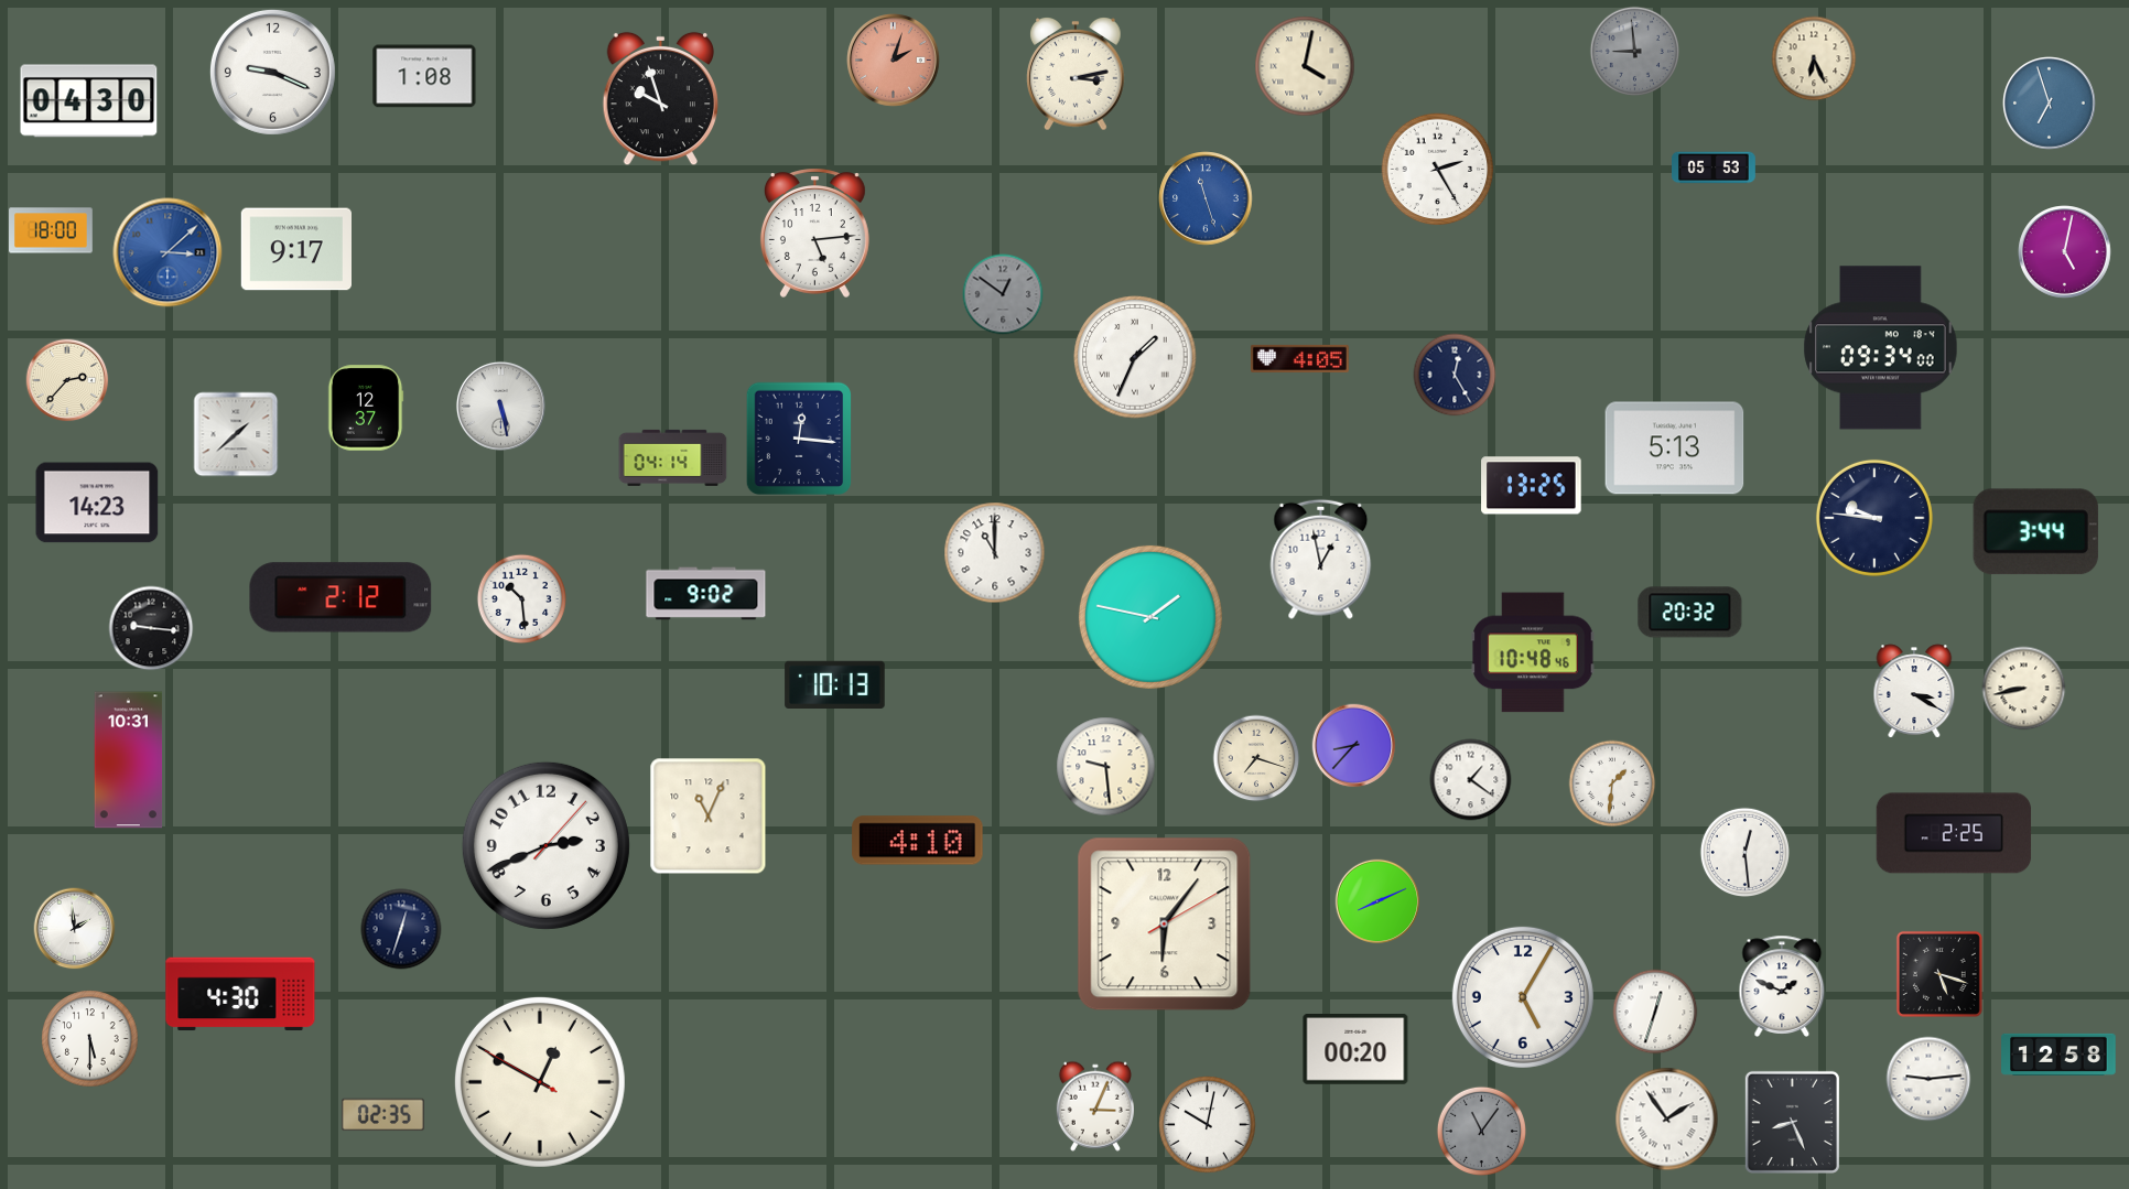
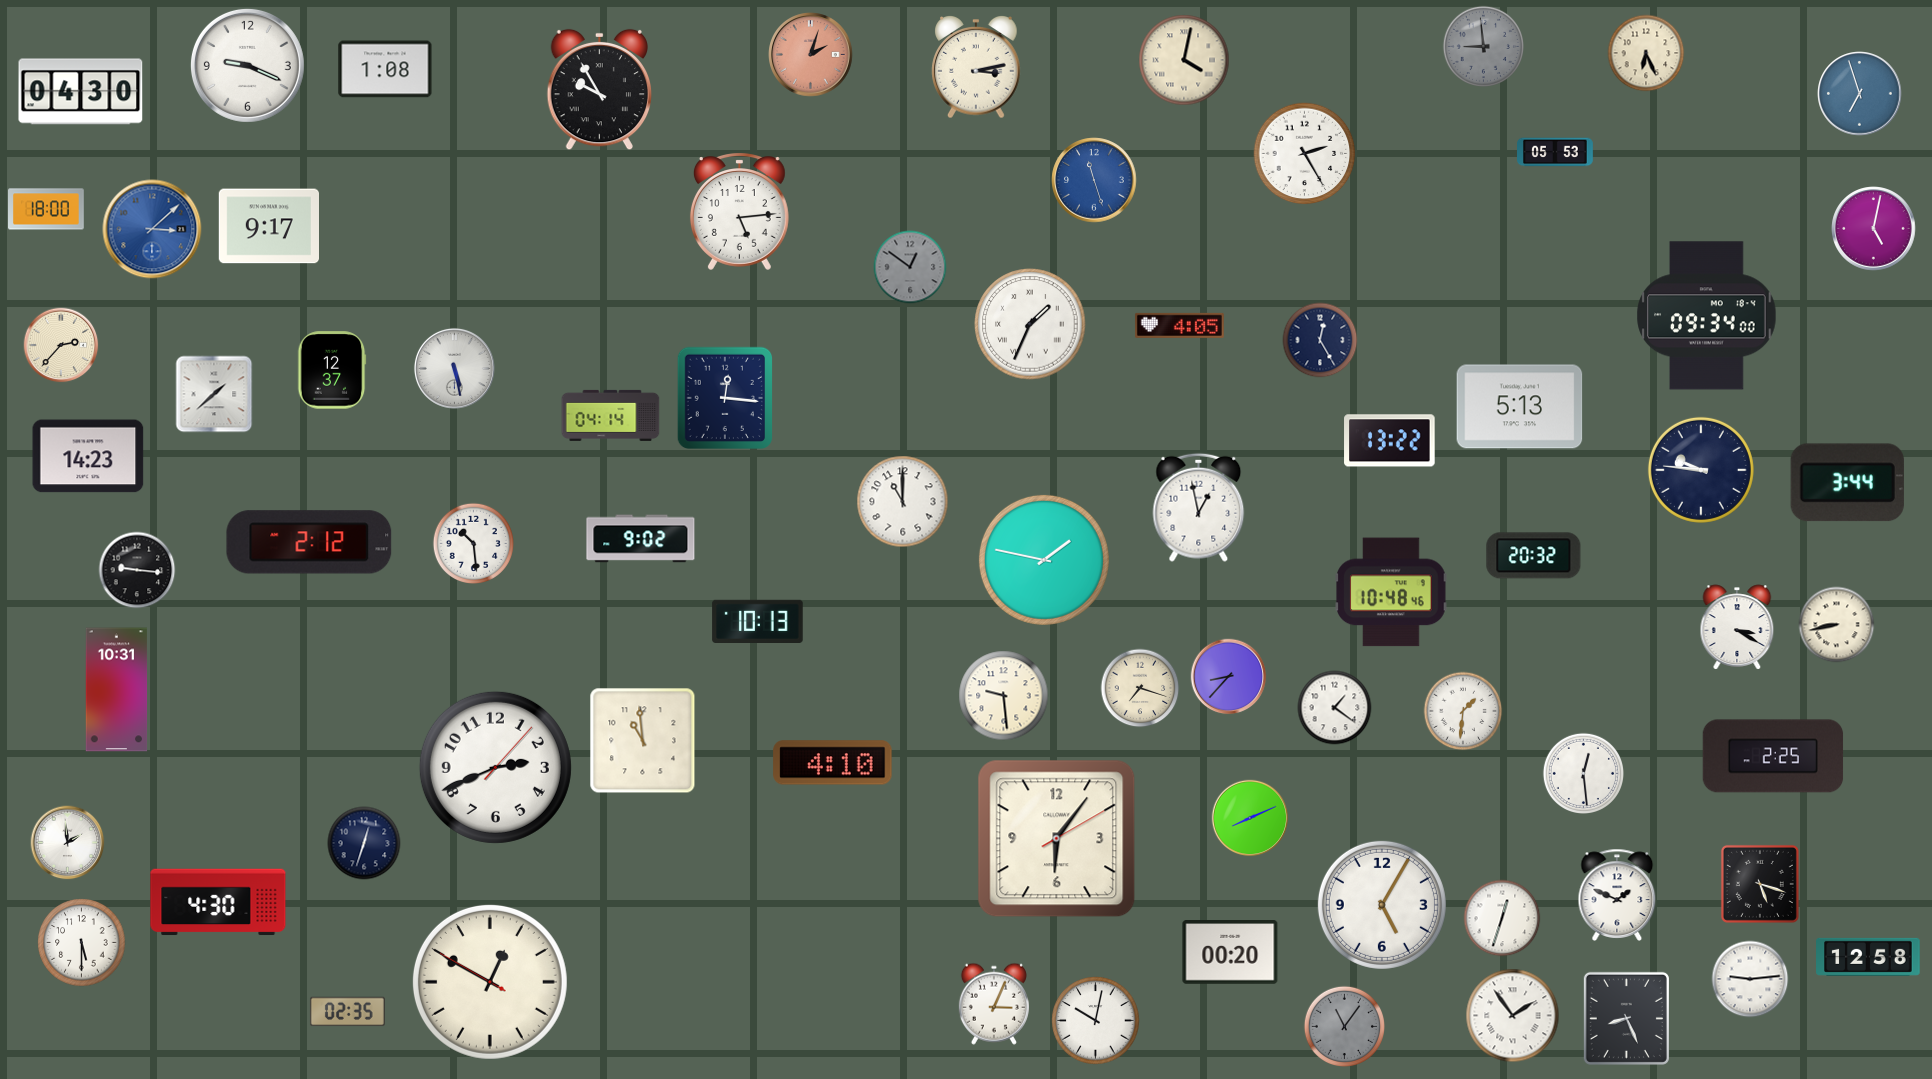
clock at (660, 99): 9:57 -> 9:55
clock at (1532, 486): 13:25 -> 13:22
clock at (709, 817): 11:04 -> 10:59
